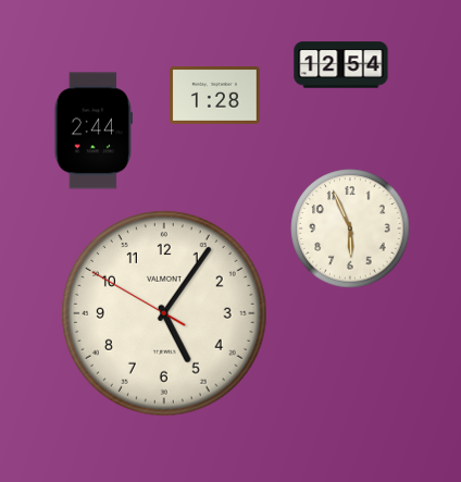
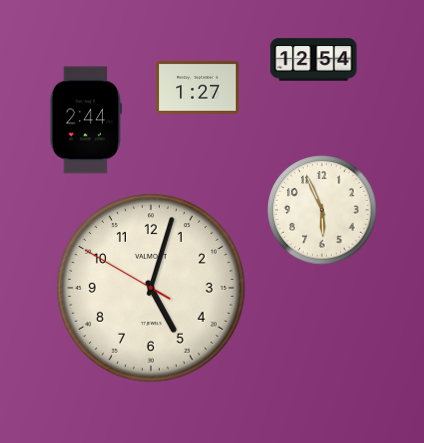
clock at (215, 96): 1:28 -> 1:27
clock at (165, 314): 5:05 -> 5:02
